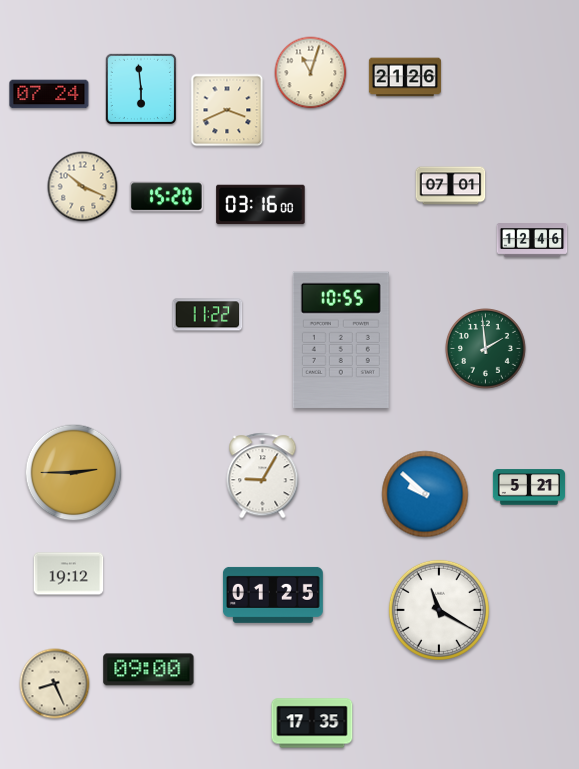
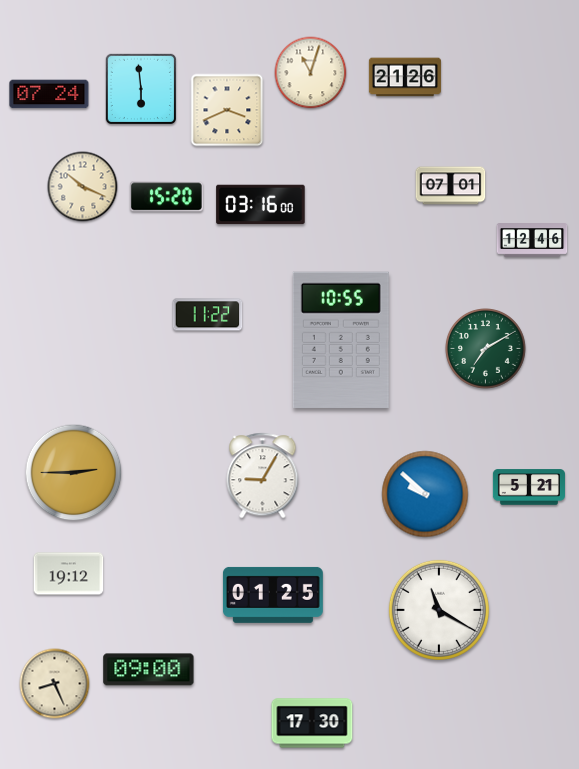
clock at (486, 349): 1:59 -> 7:10
clock at (312, 723): 17:35 -> 17:30
